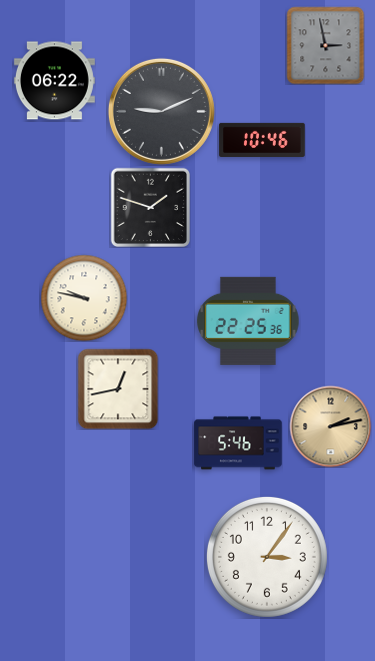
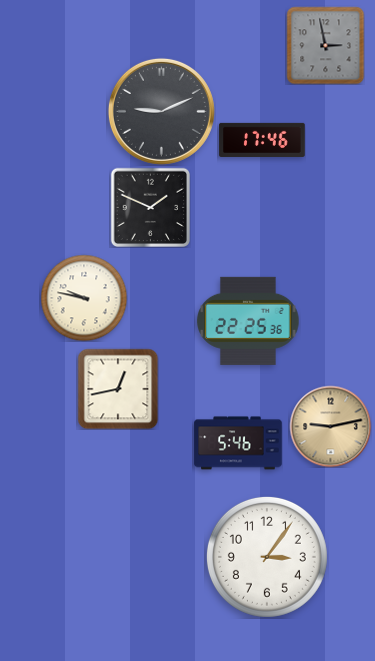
clock at (54, 81): 06:22 -> none
clock at (262, 140): 10:46 -> 17:46
clock at (150, 207): 1:48 -> 1:49
clock at (330, 426): 2:13 -> 9:13
